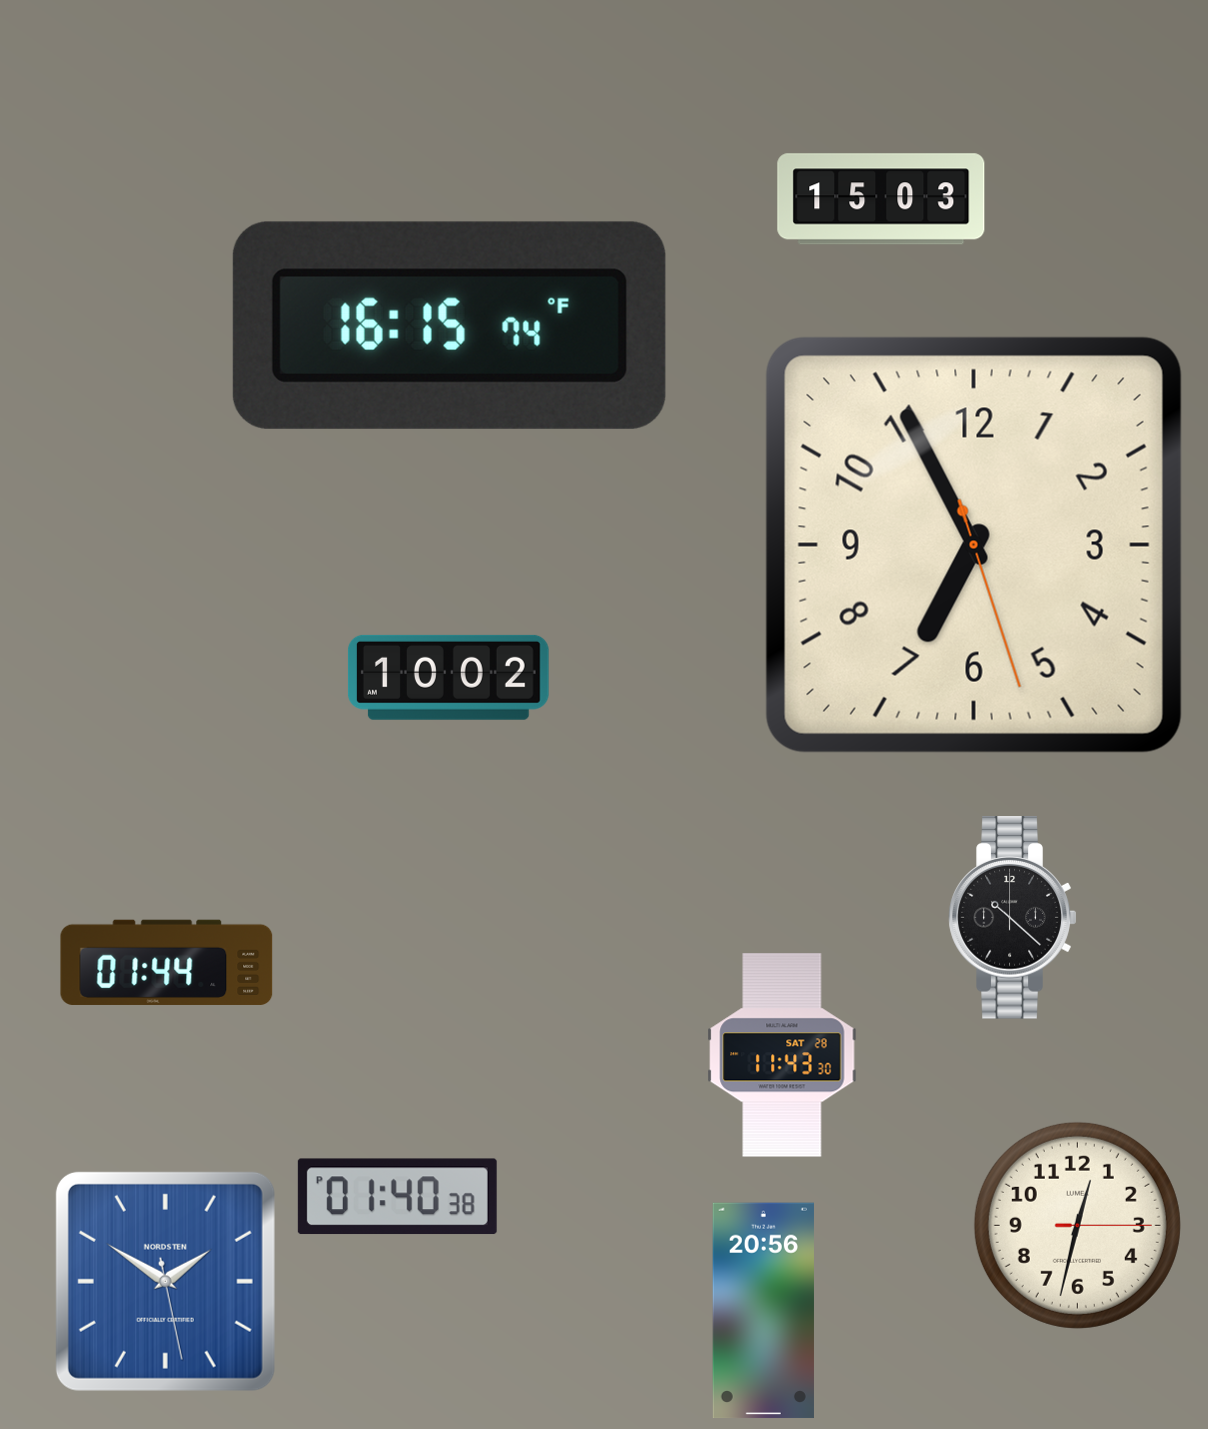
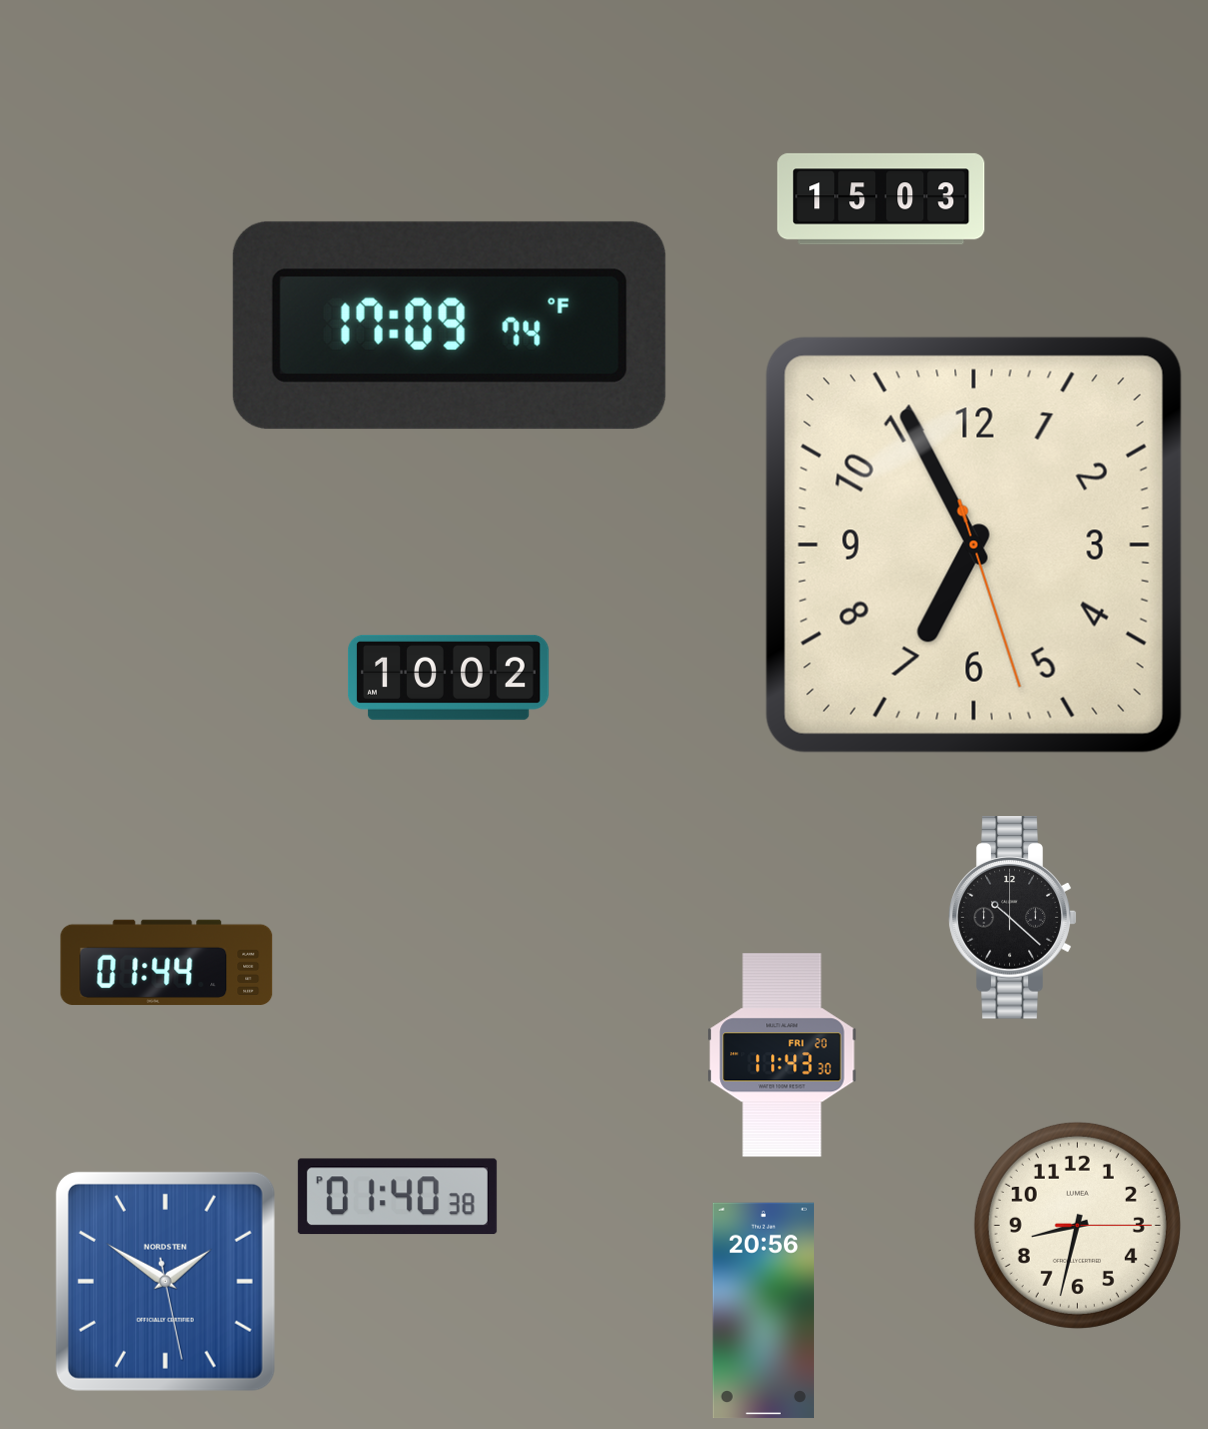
clock at (449, 325): 16:15 -> 17:09
clock at (782, 1055) date: SAT 28 -> FRI 20
clock at (1077, 1225): 12:32 -> 8:32
